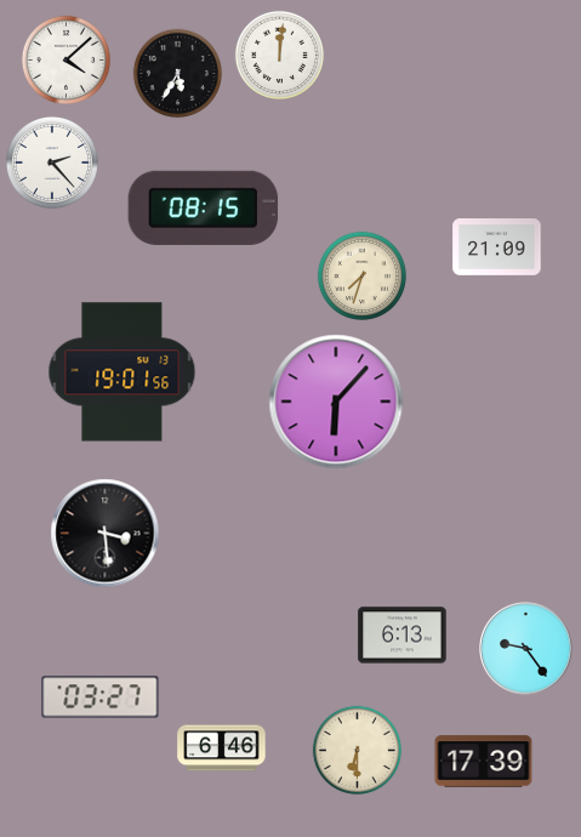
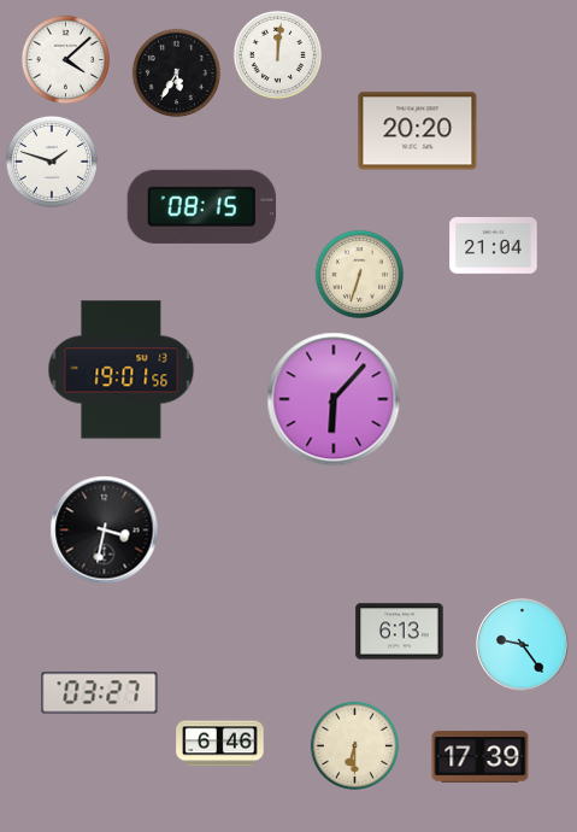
clock at (418, 131): none -> 20:20
clock at (52, 163): 2:23 -> 1:48
clock at (497, 247): 21:09 -> 21:04
clock at (361, 275): 7:33 -> 6:33
clock at (106, 534): 3:29 -> 3:32
